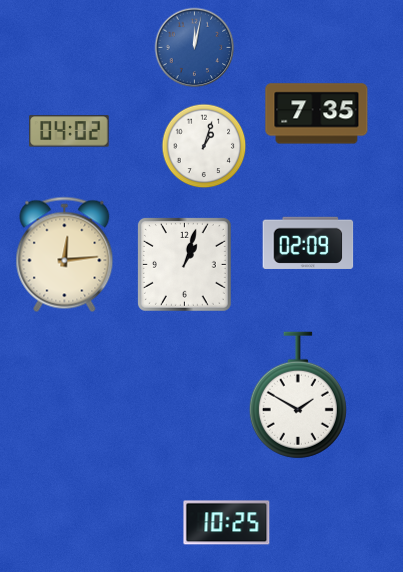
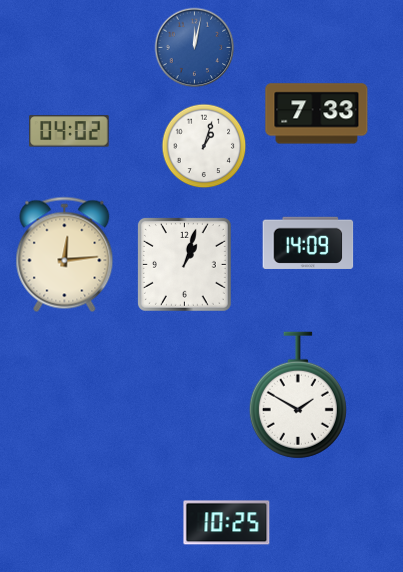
clock at (317, 114): 7:35 -> 7:33
clock at (308, 243): 02:09 -> 14:09
